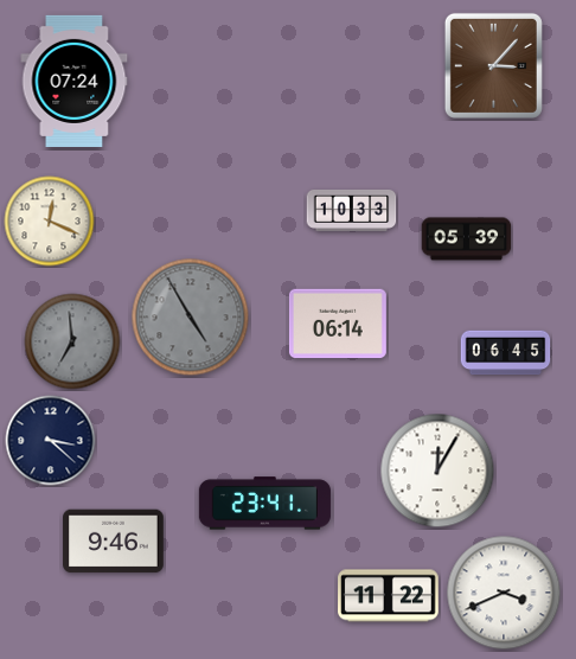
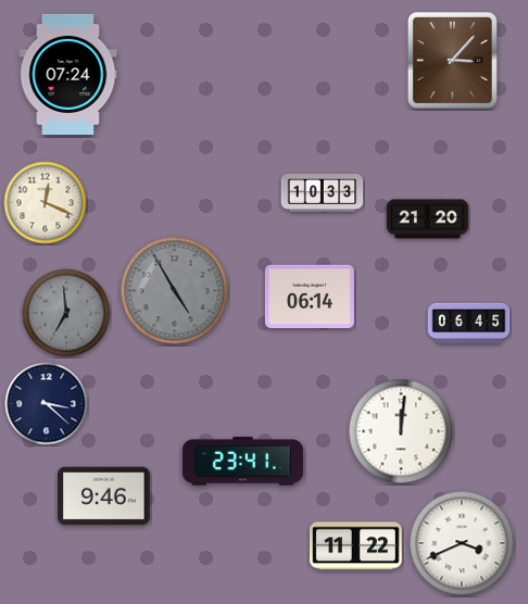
clock at (467, 239): 05:39 -> 21:20
clock at (506, 353) position: (506, 353) -> (469, 324)
clock at (437, 471): 12:05 -> 12:01
